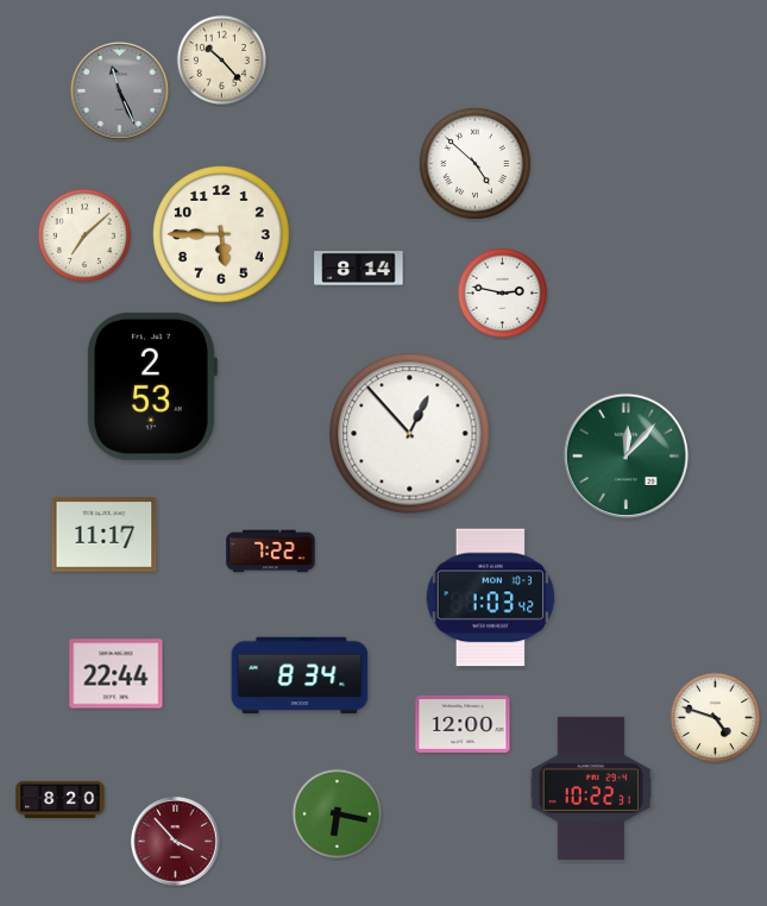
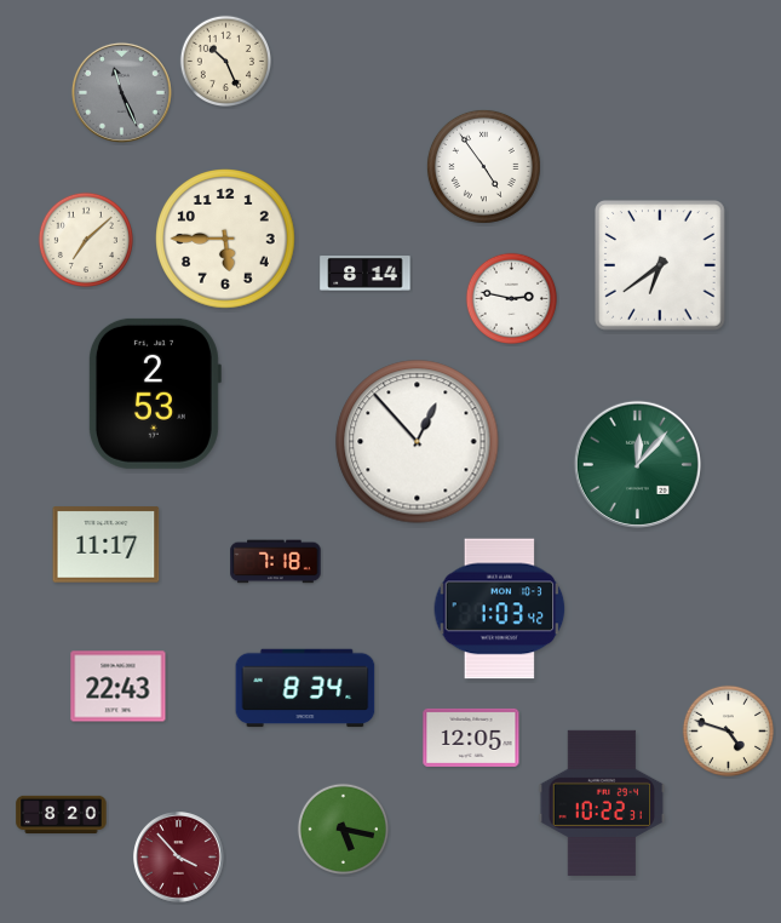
clock at (221, 59): 10:23 -> 10:26
clock at (474, 163): 4:52 -> 4:54
clock at (660, 265): none -> 6:39
clock at (271, 552): 7:22 -> 7:18
clock at (117, 674): 22:44 -> 22:43
clock at (463, 724): 12:00 -> 12:05
clock at (337, 813): 6:17 -> 5:17
